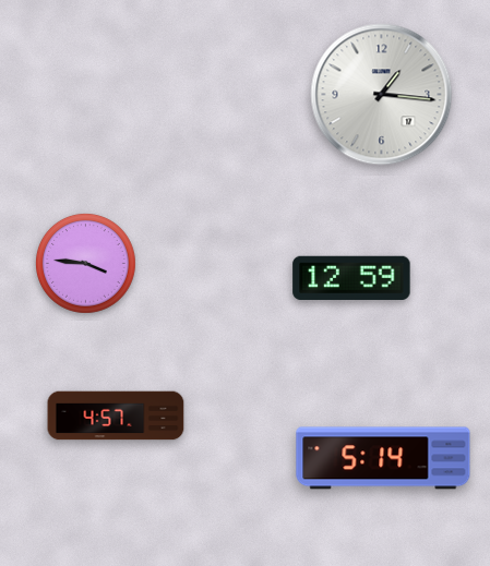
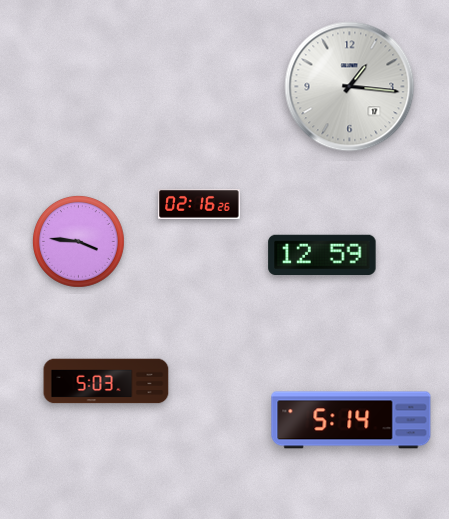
clock at (199, 204): none -> 02:16
clock at (116, 416): 4:57 -> 5:03
